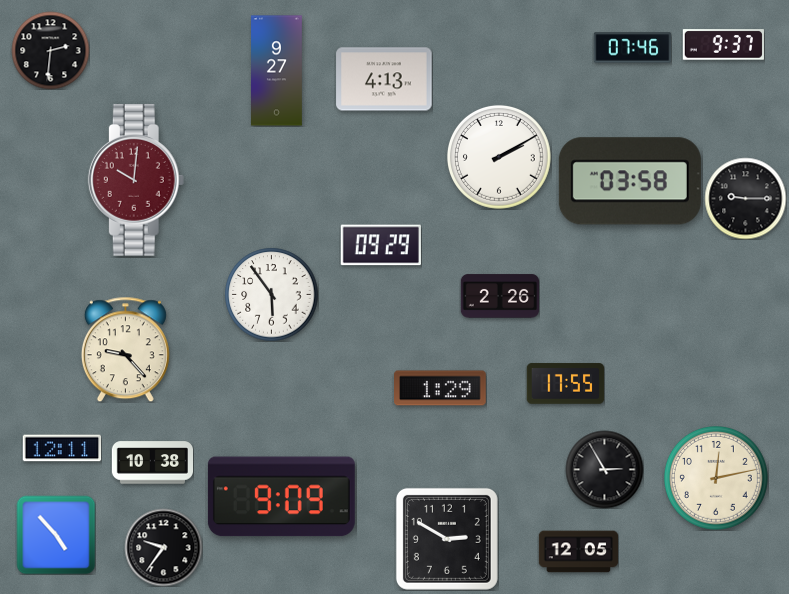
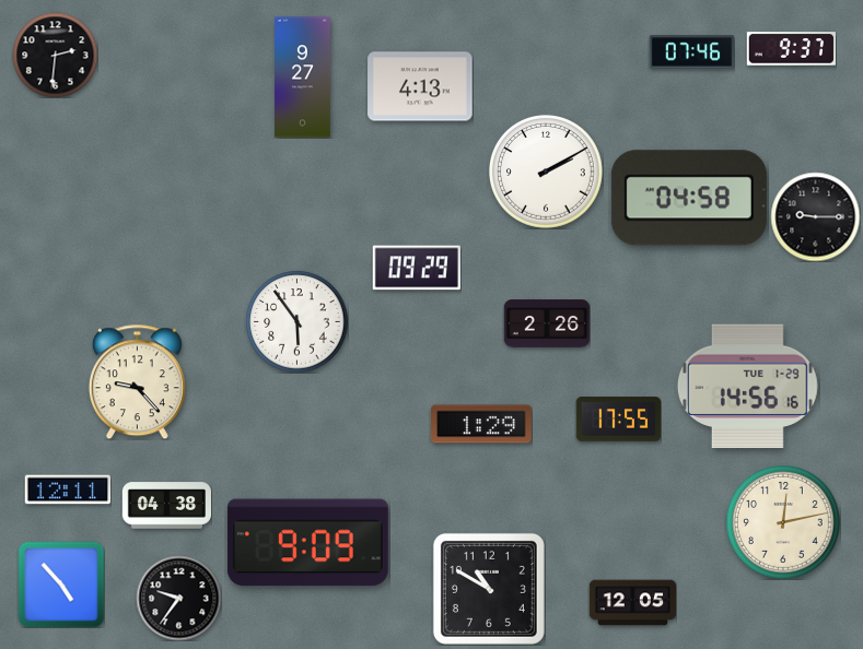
clock at (136, 181): 10:01 -> none
clock at (630, 181): 03:58 -> 04:58
clock at (747, 387): none -> 14:56
clock at (152, 463): 10:38 -> 04:38
clock at (604, 469): 2:55 -> none
clock at (447, 539): 2:50 -> 10:50
